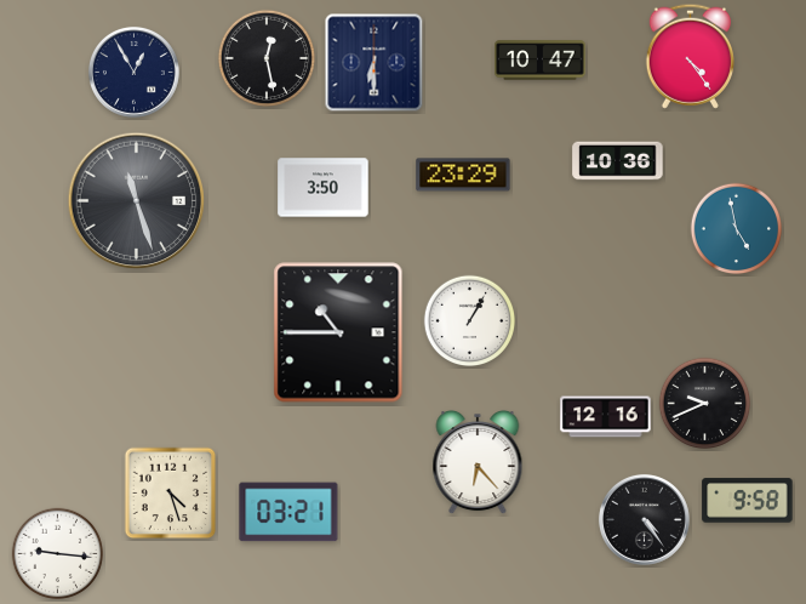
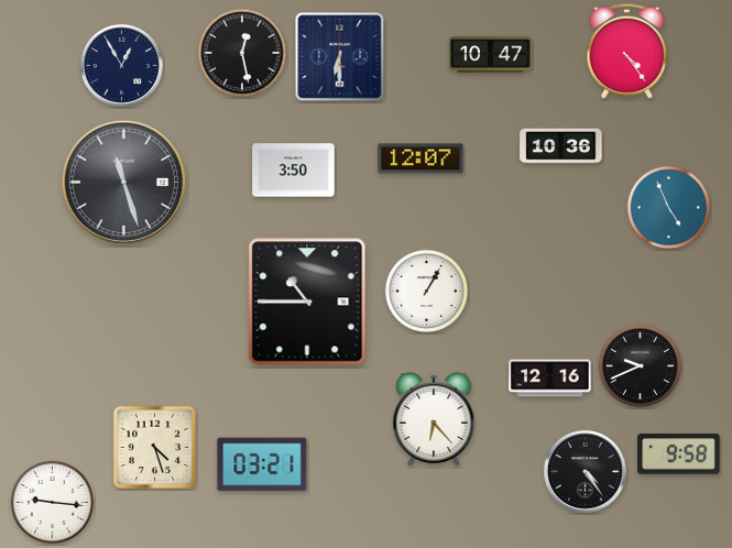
clock at (463, 175): 23:29 -> 12:07
clock at (737, 229): 4:58 -> 4:56
